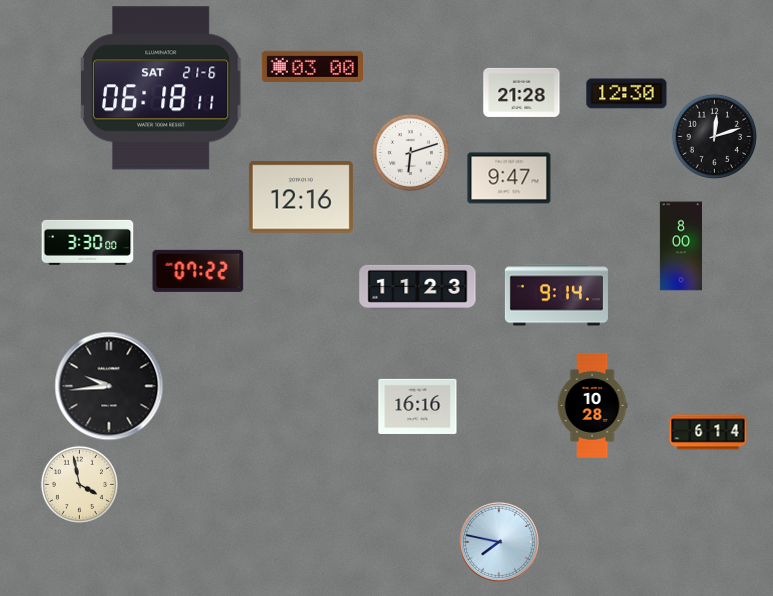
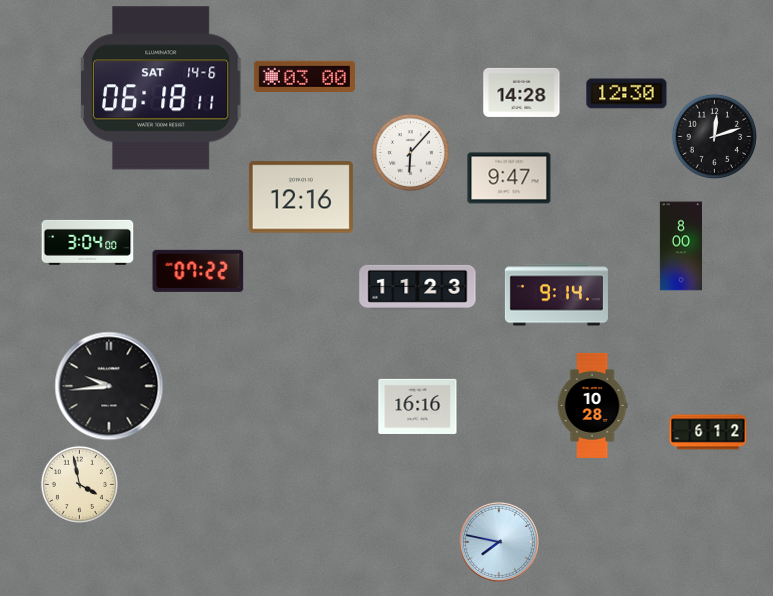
clock at (312, 66) position: (312, 66) -> (304, 76)
clock at (161, 88) date: SAT 21-6 -> SAT 14-6
clock at (522, 92): 21:28 -> 14:28
clock at (410, 152): 6:12 -> 6:07
clock at (88, 242): 3:30 -> 3:04
clock at (708, 432): 6:14 -> 6:12
